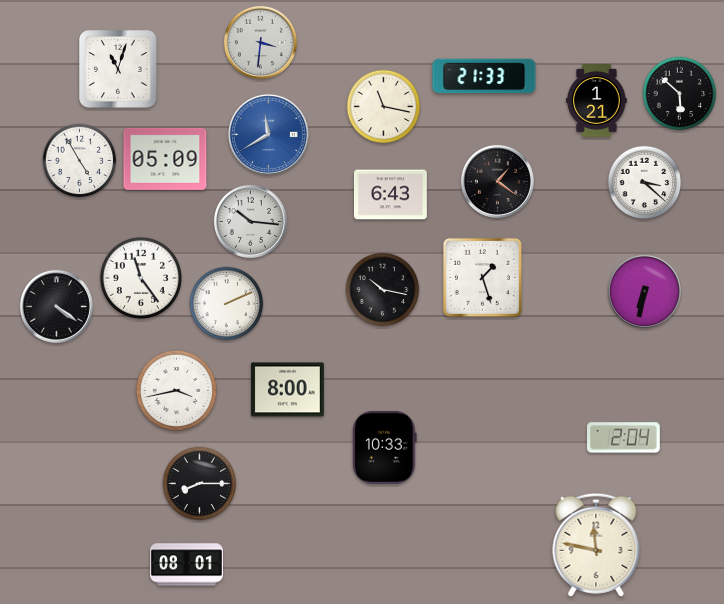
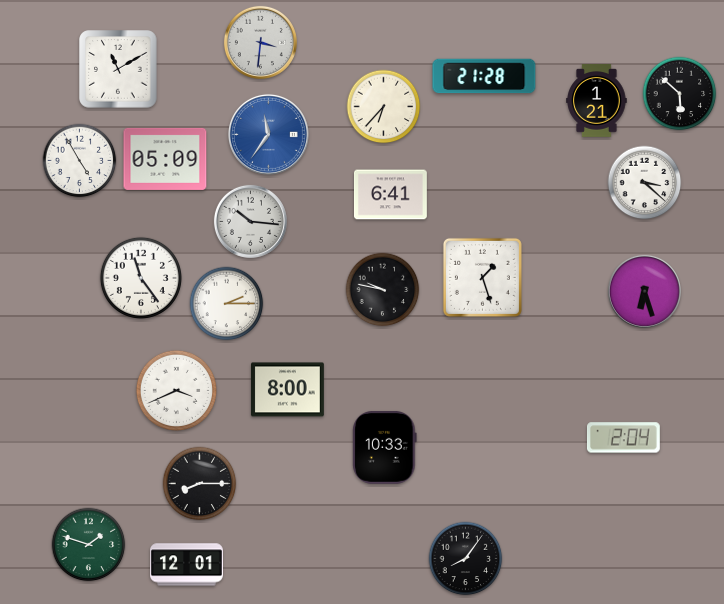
clock at (118, 69): 11:03 -> 11:10
clock at (484, 76): 21:33 -> 21:28
clock at (384, 107): 11:17 -> 6:37
clock at (268, 134): 11:40 -> 11:36
clock at (497, 181): 1:21 -> none
clock at (391, 195): 6:43 -> 6:41
clock at (383, 290): 10:17 -> 9:47
clock at (644, 291): 6:32 -> 6:27
clock at (227, 304): 2:11 -> 2:15
clock at (56, 306): 4:21 -> none
clock at (176, 390): 3:43 -> 3:41
clock at (89, 545): none -> 1:48
clock at (596, 545): 11:47 -> none
clock at (466, 559): none -> 8:06
clock at (187, 565): 08:01 -> 12:01
